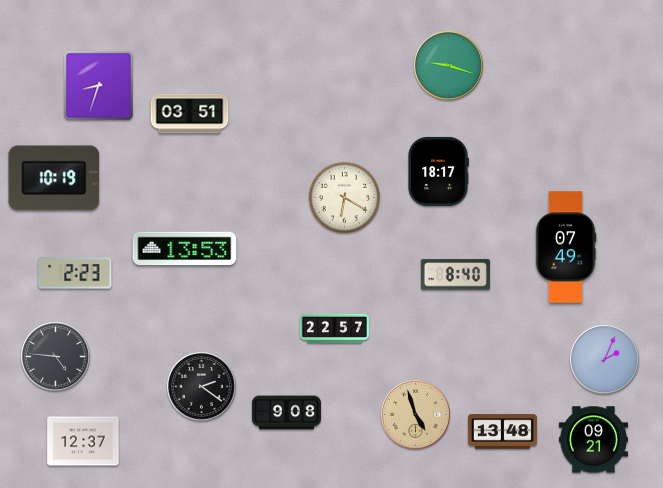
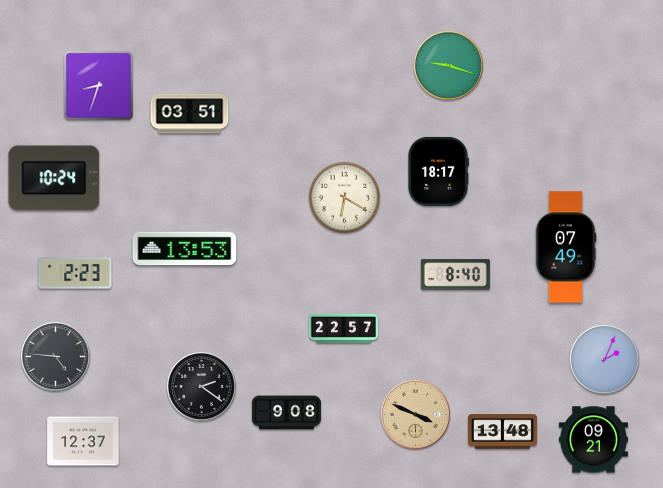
clock at (54, 178): 10:19 -> 10:24
clock at (334, 328) position: (334, 328) -> (343, 328)
clock at (416, 415): 4:57 -> 3:49
